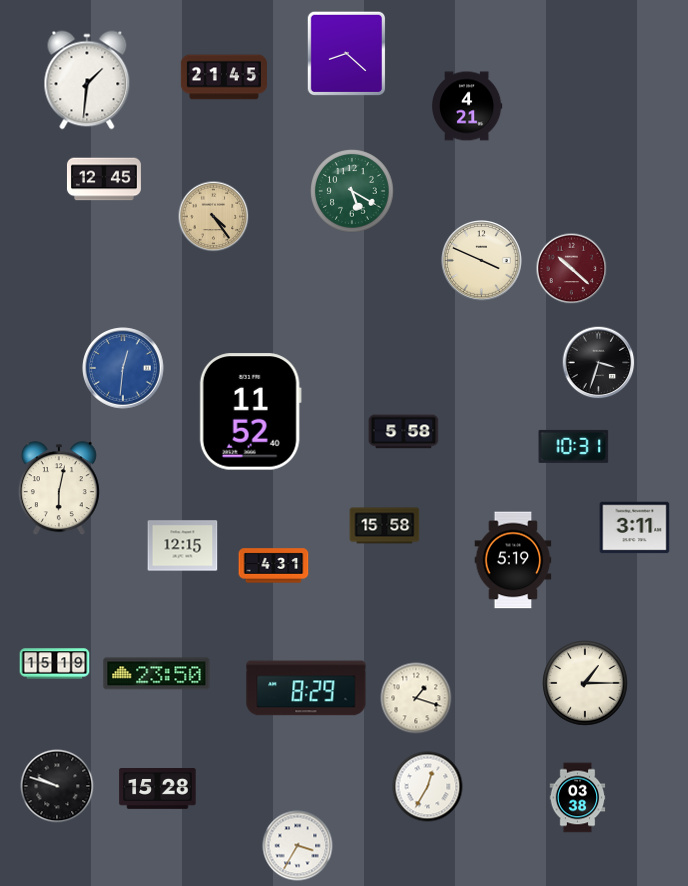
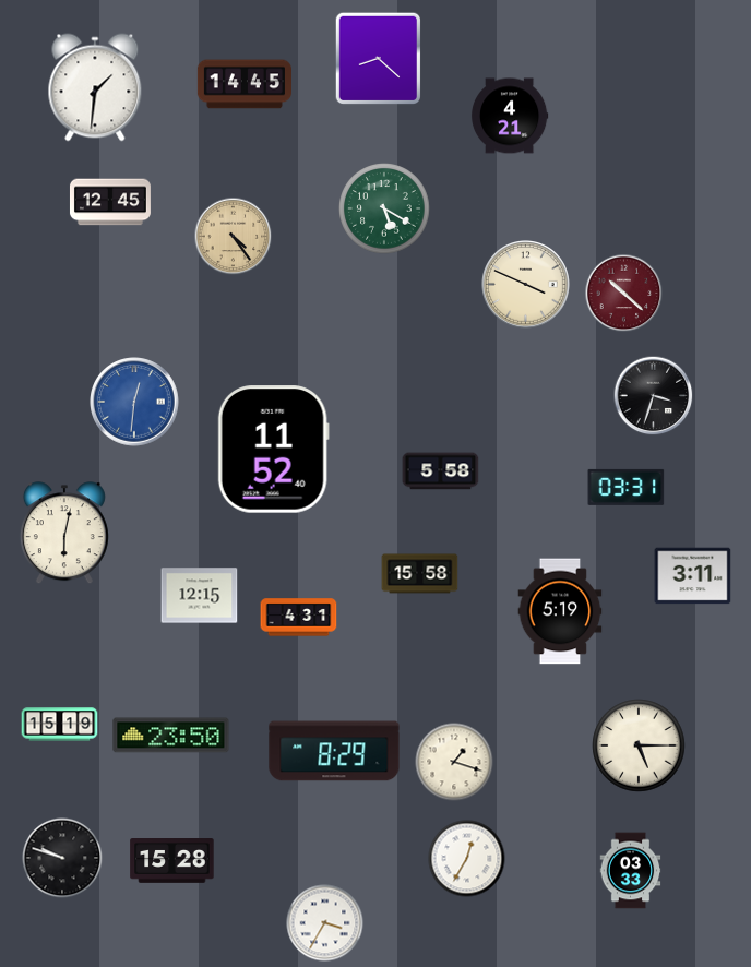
clock at (223, 77): 21:45 -> 14:45
clock at (104, 179) position: (104, 179) -> (110, 202)
clock at (574, 446): 10:31 -> 03:31
clock at (585, 683): 1:15 -> 5:15
clock at (578, 798): 03:38 -> 03:33
